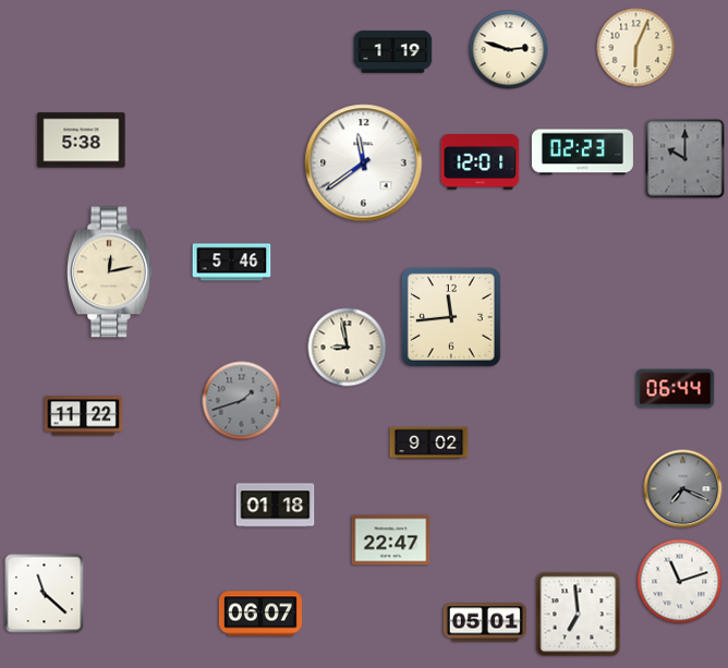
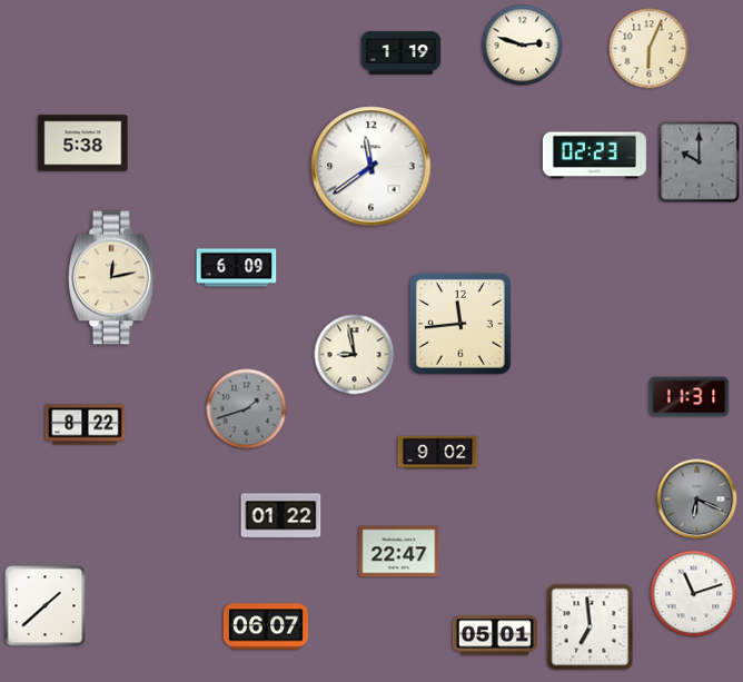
clock at (509, 50) position: (509, 50) -> (523, 46)
clock at (481, 162): 12:01 -> none
clock at (232, 263): 5:46 -> 6:09
clock at (676, 389): 06:44 -> 11:31
clock at (84, 416): 11:22 -> 8:22
clock at (683, 489): 7:19 -> 6:19
clock at (276, 506): 01:18 -> 01:22
clock at (45, 594): 11:22 -> 1:38
